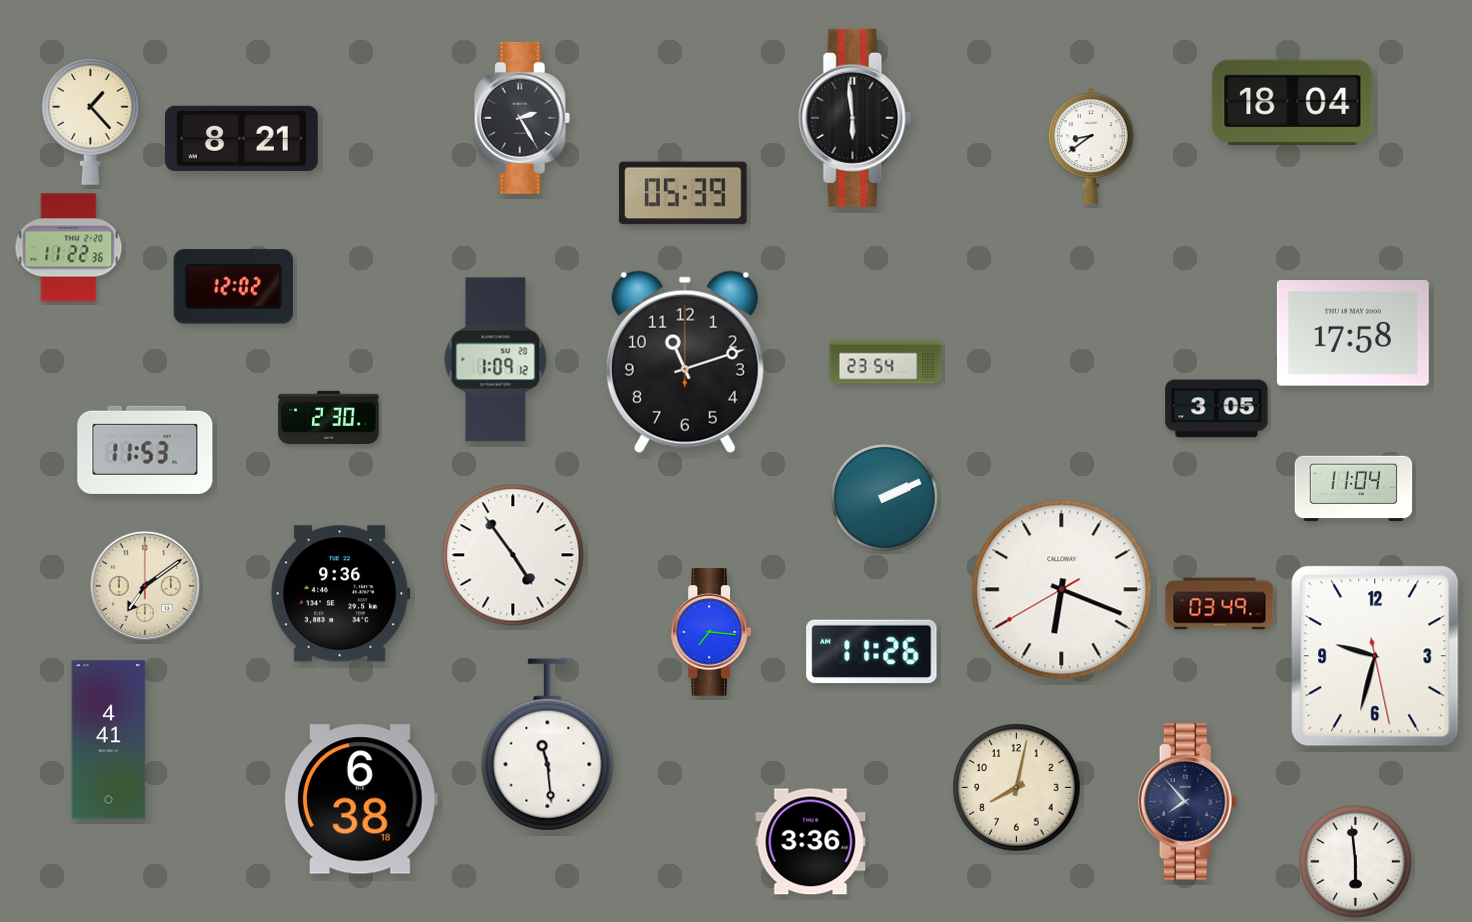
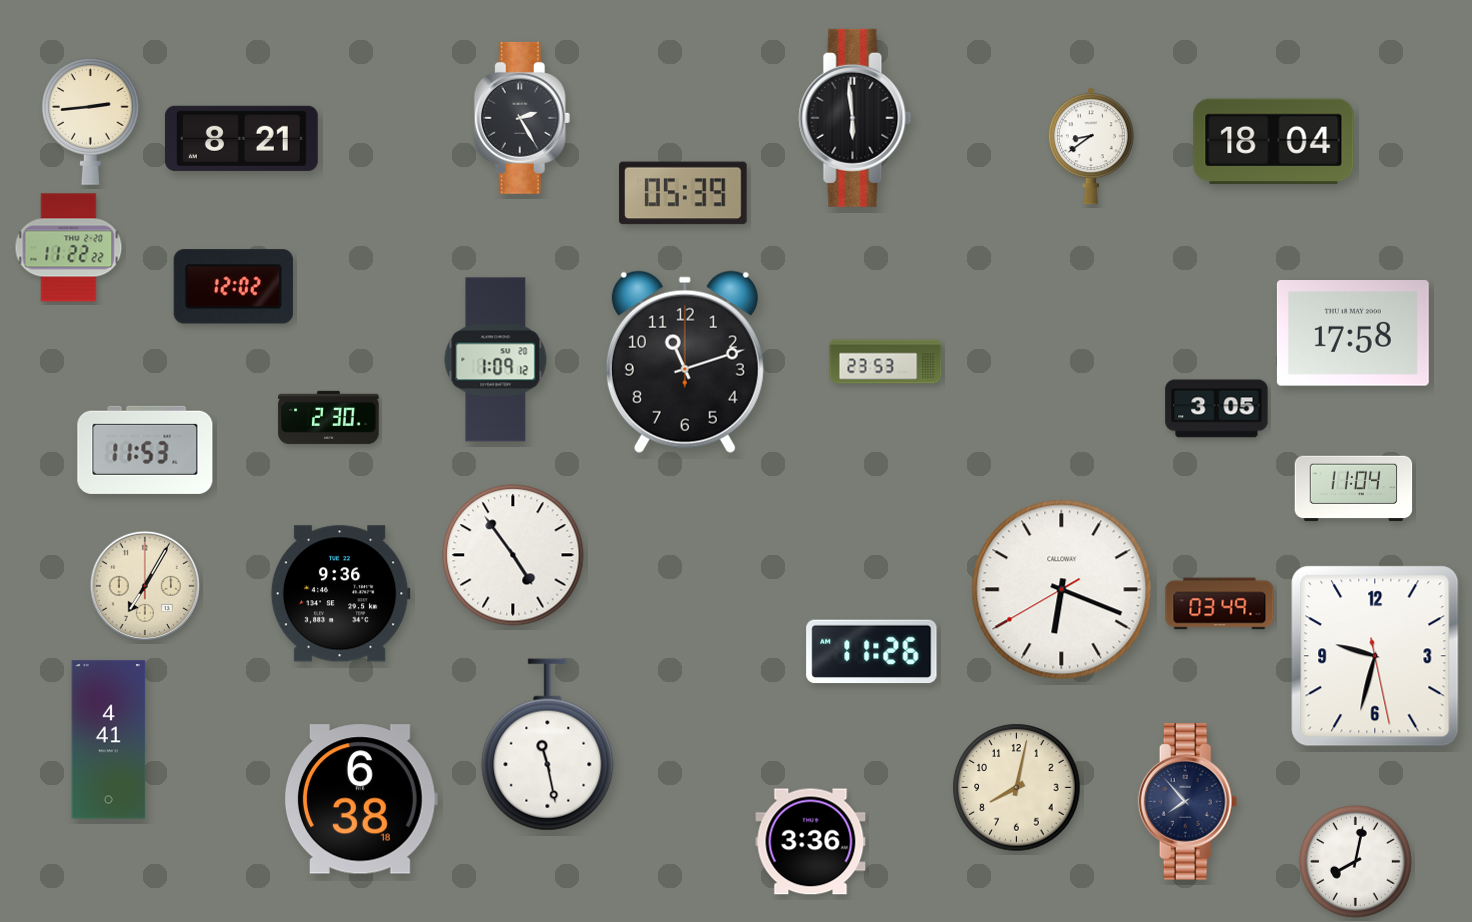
clock at (1293, 103) position: (1293, 103) -> (1274, 142)
clock at (91, 121): 1:23 -> 2:44
clock at (69, 248): 11:22:36 -> 11:22:22
clock at (886, 362): 23:54 -> 23:53
clock at (884, 497): 2:11 -> none
clock at (144, 585): 7:09 -> 7:05
clock at (710, 632): 7:16 -> none
clock at (548, 745): 11:29 -> 11:28
clock at (1356, 862): 5:59 -> 8:02
